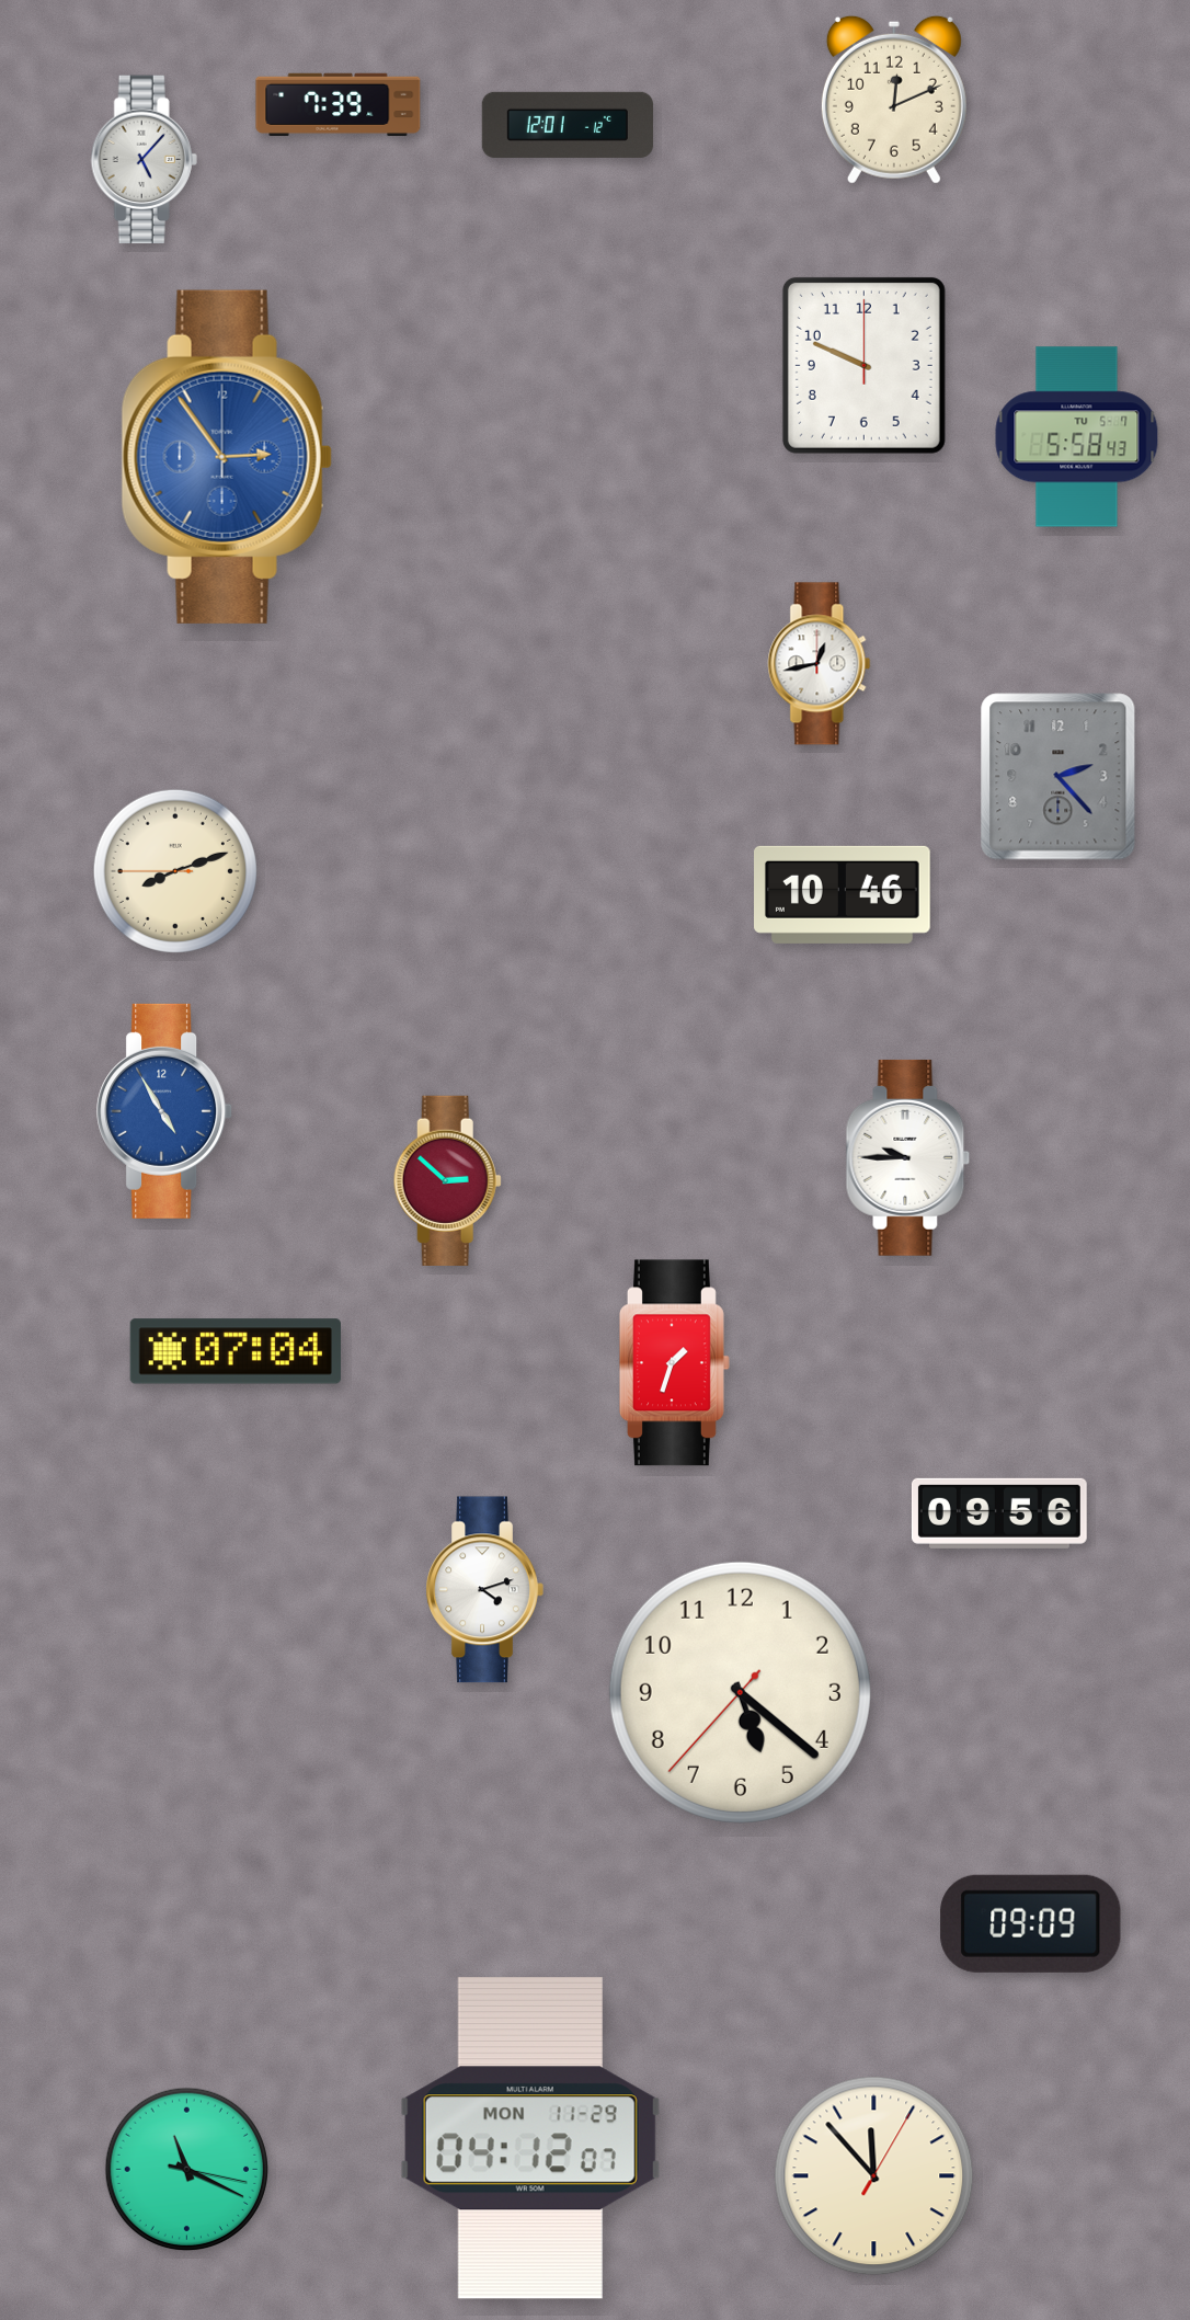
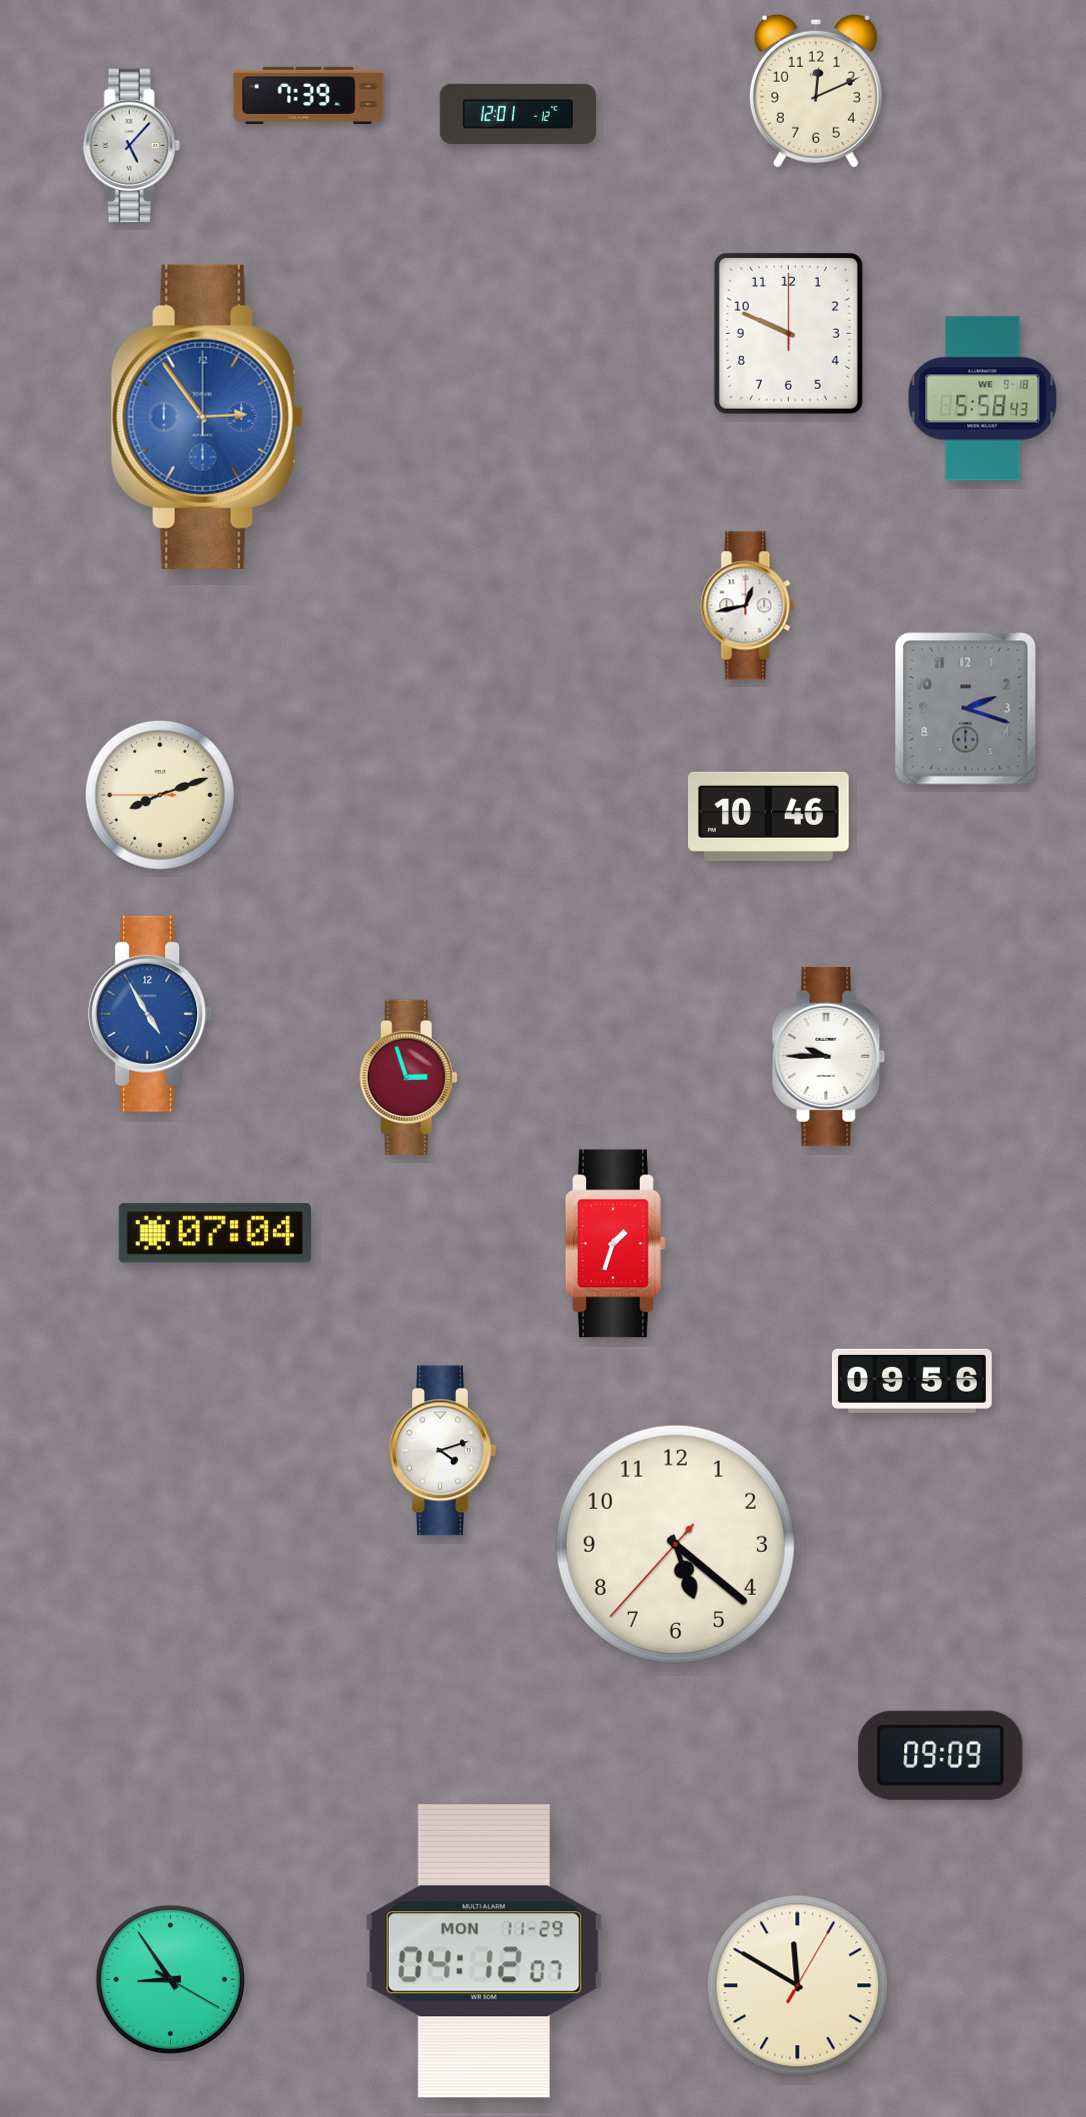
clock at (1077, 437) date: TU 5-7 -> WE 9-18
clock at (1059, 777): 2:23 -> 2:18
clock at (447, 1180): 2:52 -> 2:57
clock at (186, 2169): 11:19 -> 8:54
clock at (874, 2176): 11:53 -> 11:50
